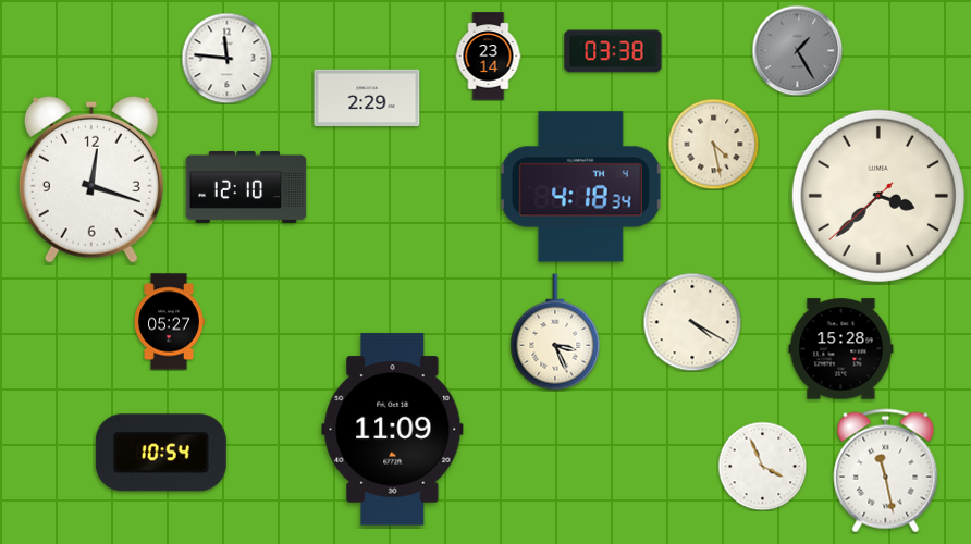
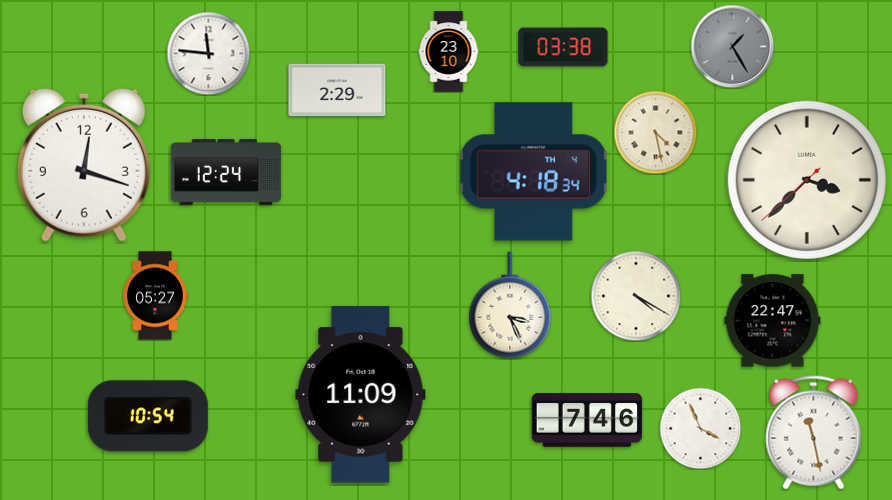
clock at (489, 57): 23:14 -> 23:10
clock at (246, 188): 12:10 -> 12:24
clock at (841, 349): 15:28 -> 22:47
clock at (587, 420): none -> 7:46
